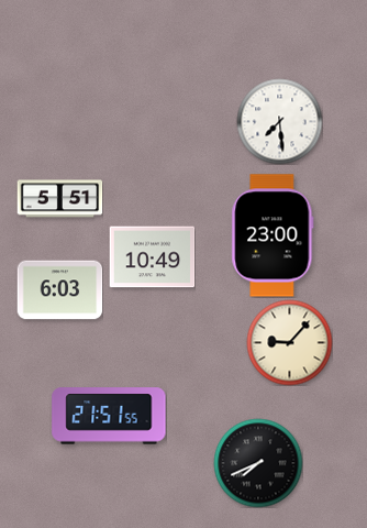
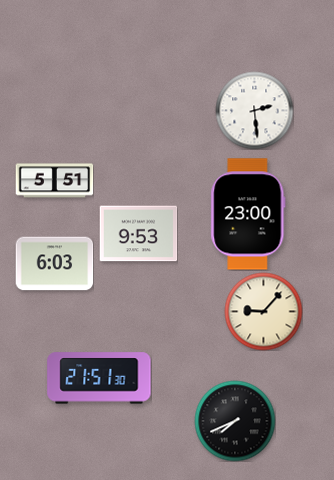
clock at (279, 121): 7:29 -> 2:29
clock at (152, 257): 10:49 -> 9:53
clock at (109, 416): 21:51:55 -> 21:51:30
